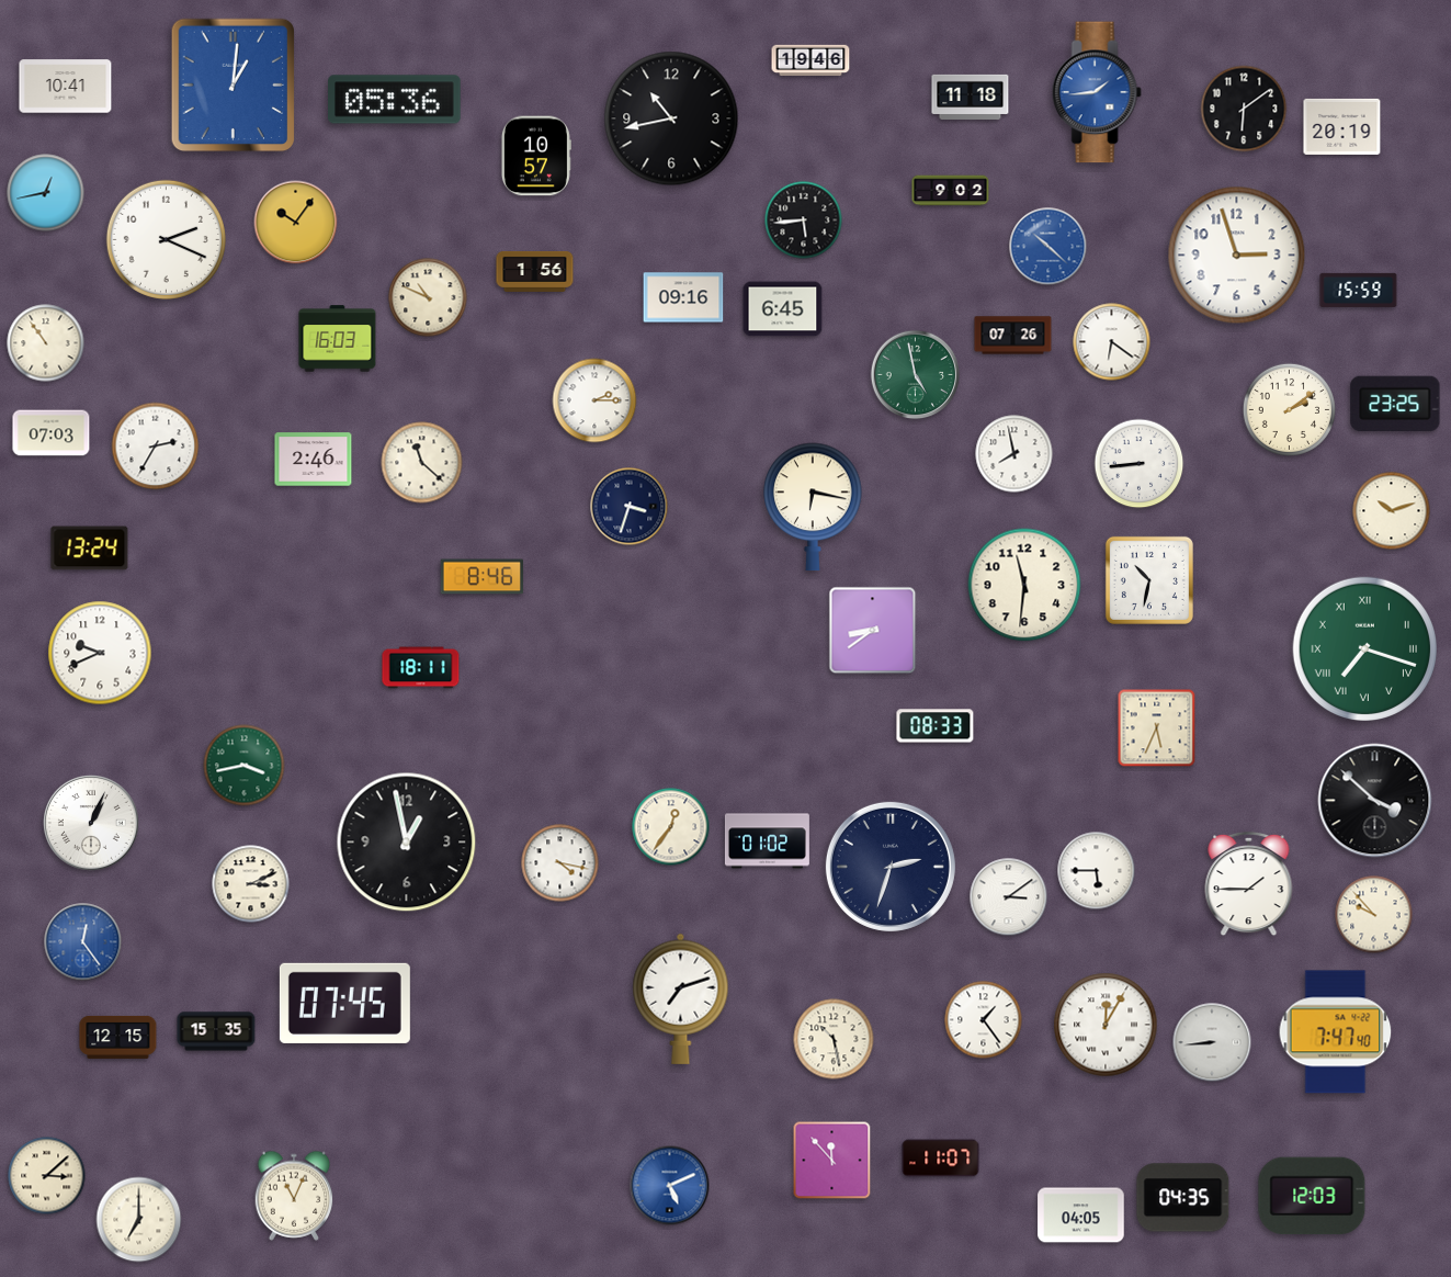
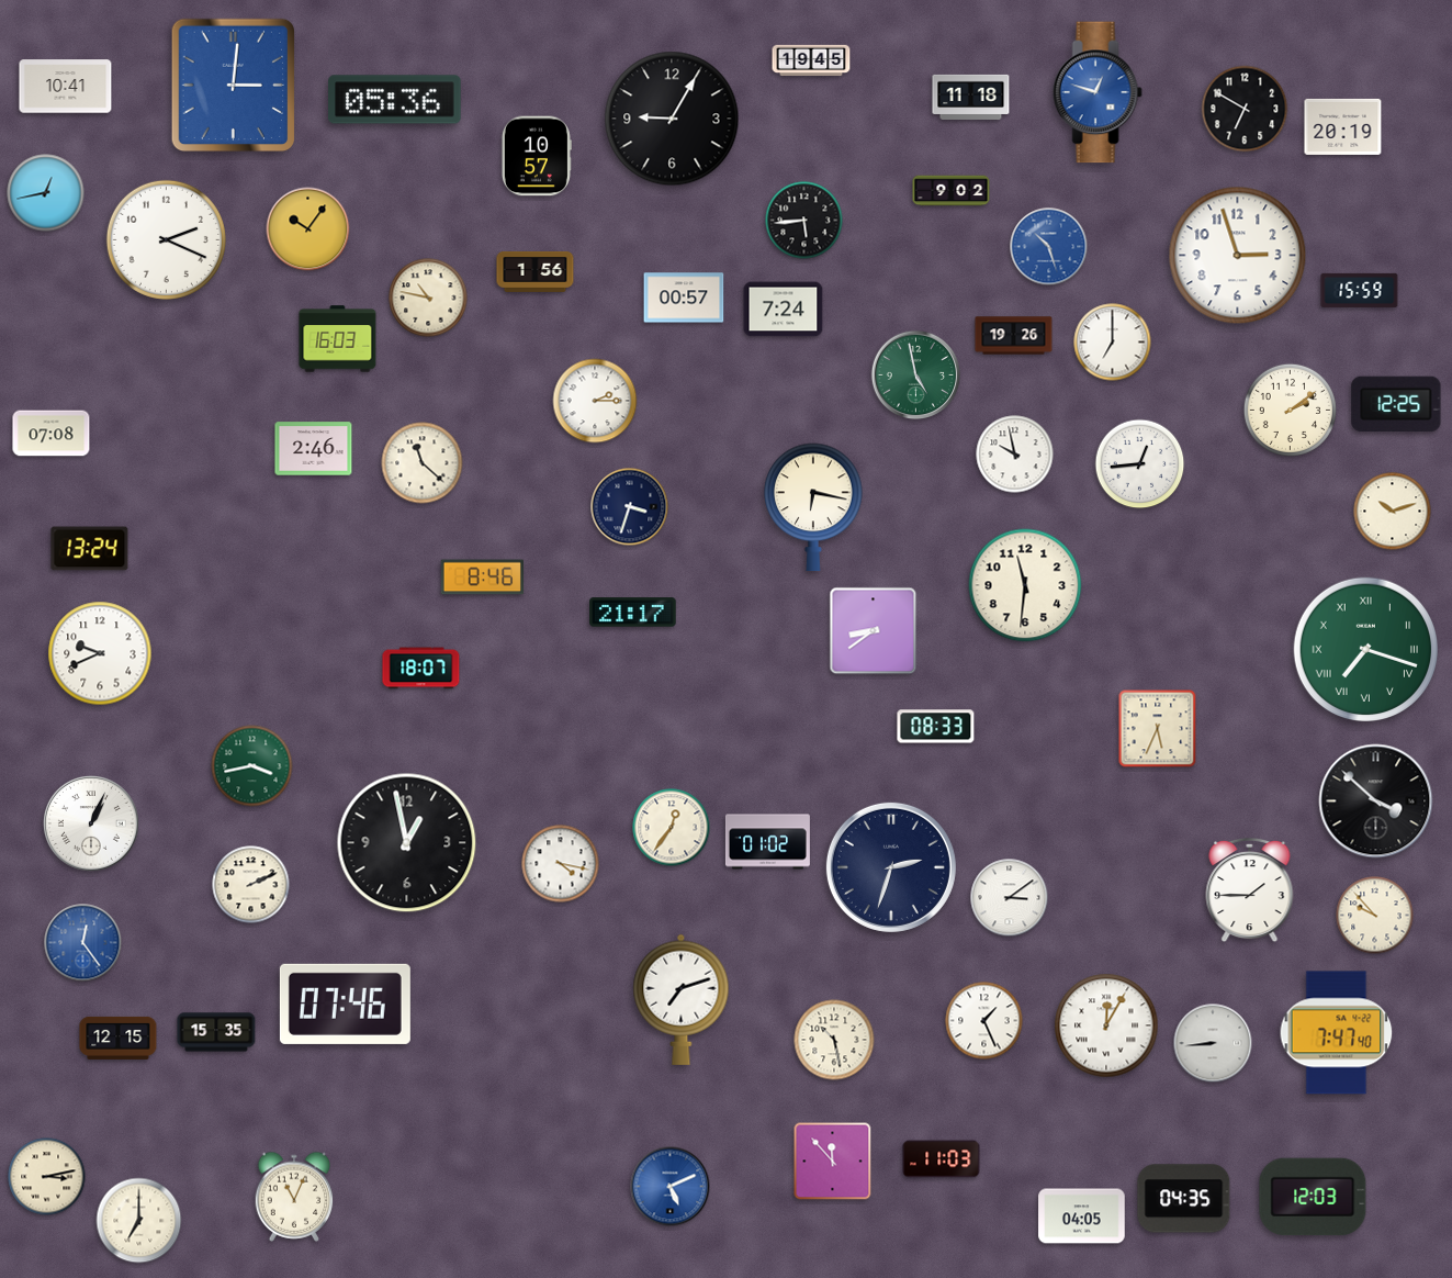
clock at (810, 60): 19:46 -> 19:45
clock at (233, 86): 1:01 -> 3:01
clock at (1097, 92): 1:44 -> 12:48
clock at (1244, 109): 6:09 -> 6:50
clock at (671, 118): 10:43 -> 9:05
clock at (296, 223) position: (296, 223) -> (308, 229)
clock at (1048, 247): 10:22 -> 10:27
clock at (428, 297): 10:49 -> 10:47
clock at (683, 297): 09:16 -> 00:57
clock at (783, 309): 6:45 -> 7:24
clock at (1013, 336): 07:26 -> 19:26
clock at (1112, 342): 6:21 -> 7:00
clock at (46, 343): 10:54 -> none
clock at (1395, 404): 23:25 -> 12:25
clock at (52, 433): 07:03 -> 07:08
clock at (156, 447): 2:35 -> none
clock at (1014, 454): 7:58 -> 9:58
clock at (314, 460) position: (314, 460) -> (314, 449)
clock at (1140, 464): 8:44 -> 12:44
clock at (1149, 580): 10:32 -> none
clock at (633, 613): none -> 21:17
clock at (421, 668): 18:11 -> 18:07
clock at (245, 766) position: (245, 766) -> (252, 766)
clock at (1097, 871): 5:45 -> none
clock at (251, 884): 3:11 -> 2:11
clock at (1249, 884) position: (1249, 884) -> (1250, 890)
clock at (344, 1003): 07:45 -> 07:46
clock at (984, 1020): 1:24 -> 1:26
clock at (941, 1159): 11:07 -> 11:03
clock at (47, 1176): 3:08 -> 3:13
